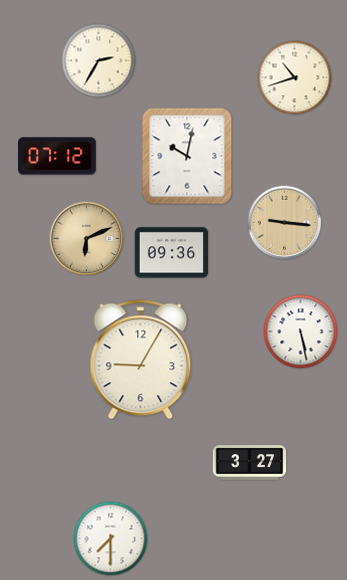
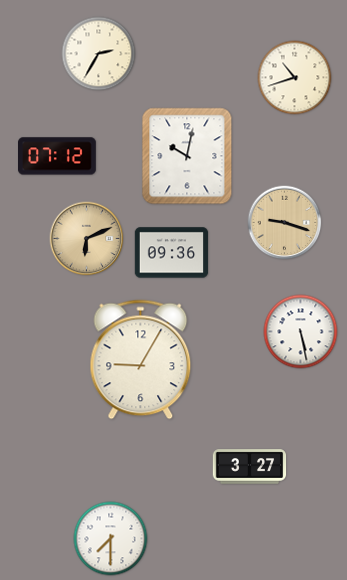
clock at (99, 61) position: (99, 61) -> (99, 54)
clock at (285, 223): 9:16 -> 9:18
clock at (250, 463) position: (250, 463) -> (250, 467)
